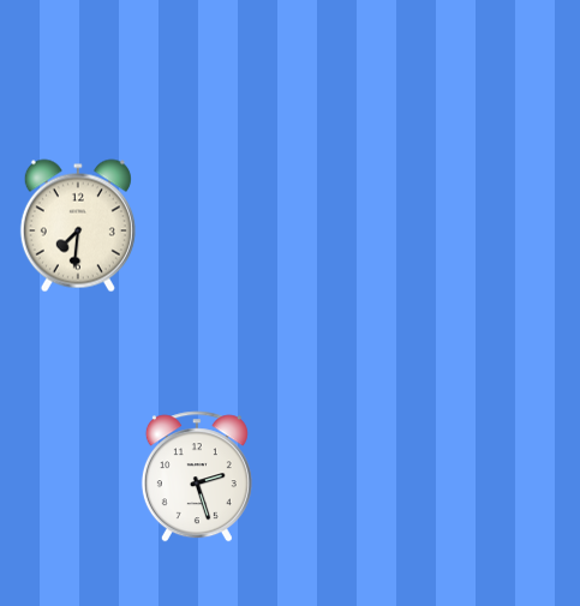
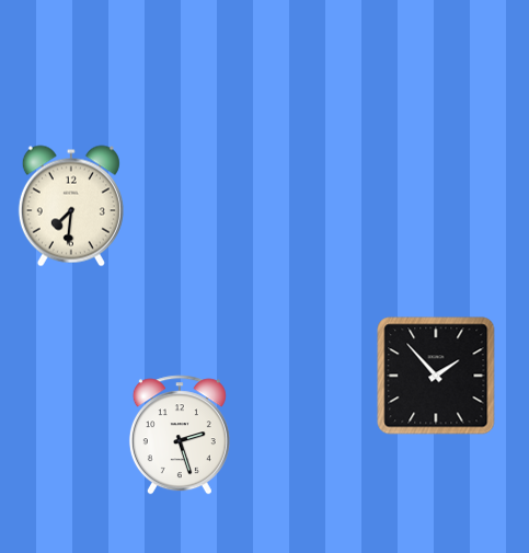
clock at (436, 376): none -> 1:53
